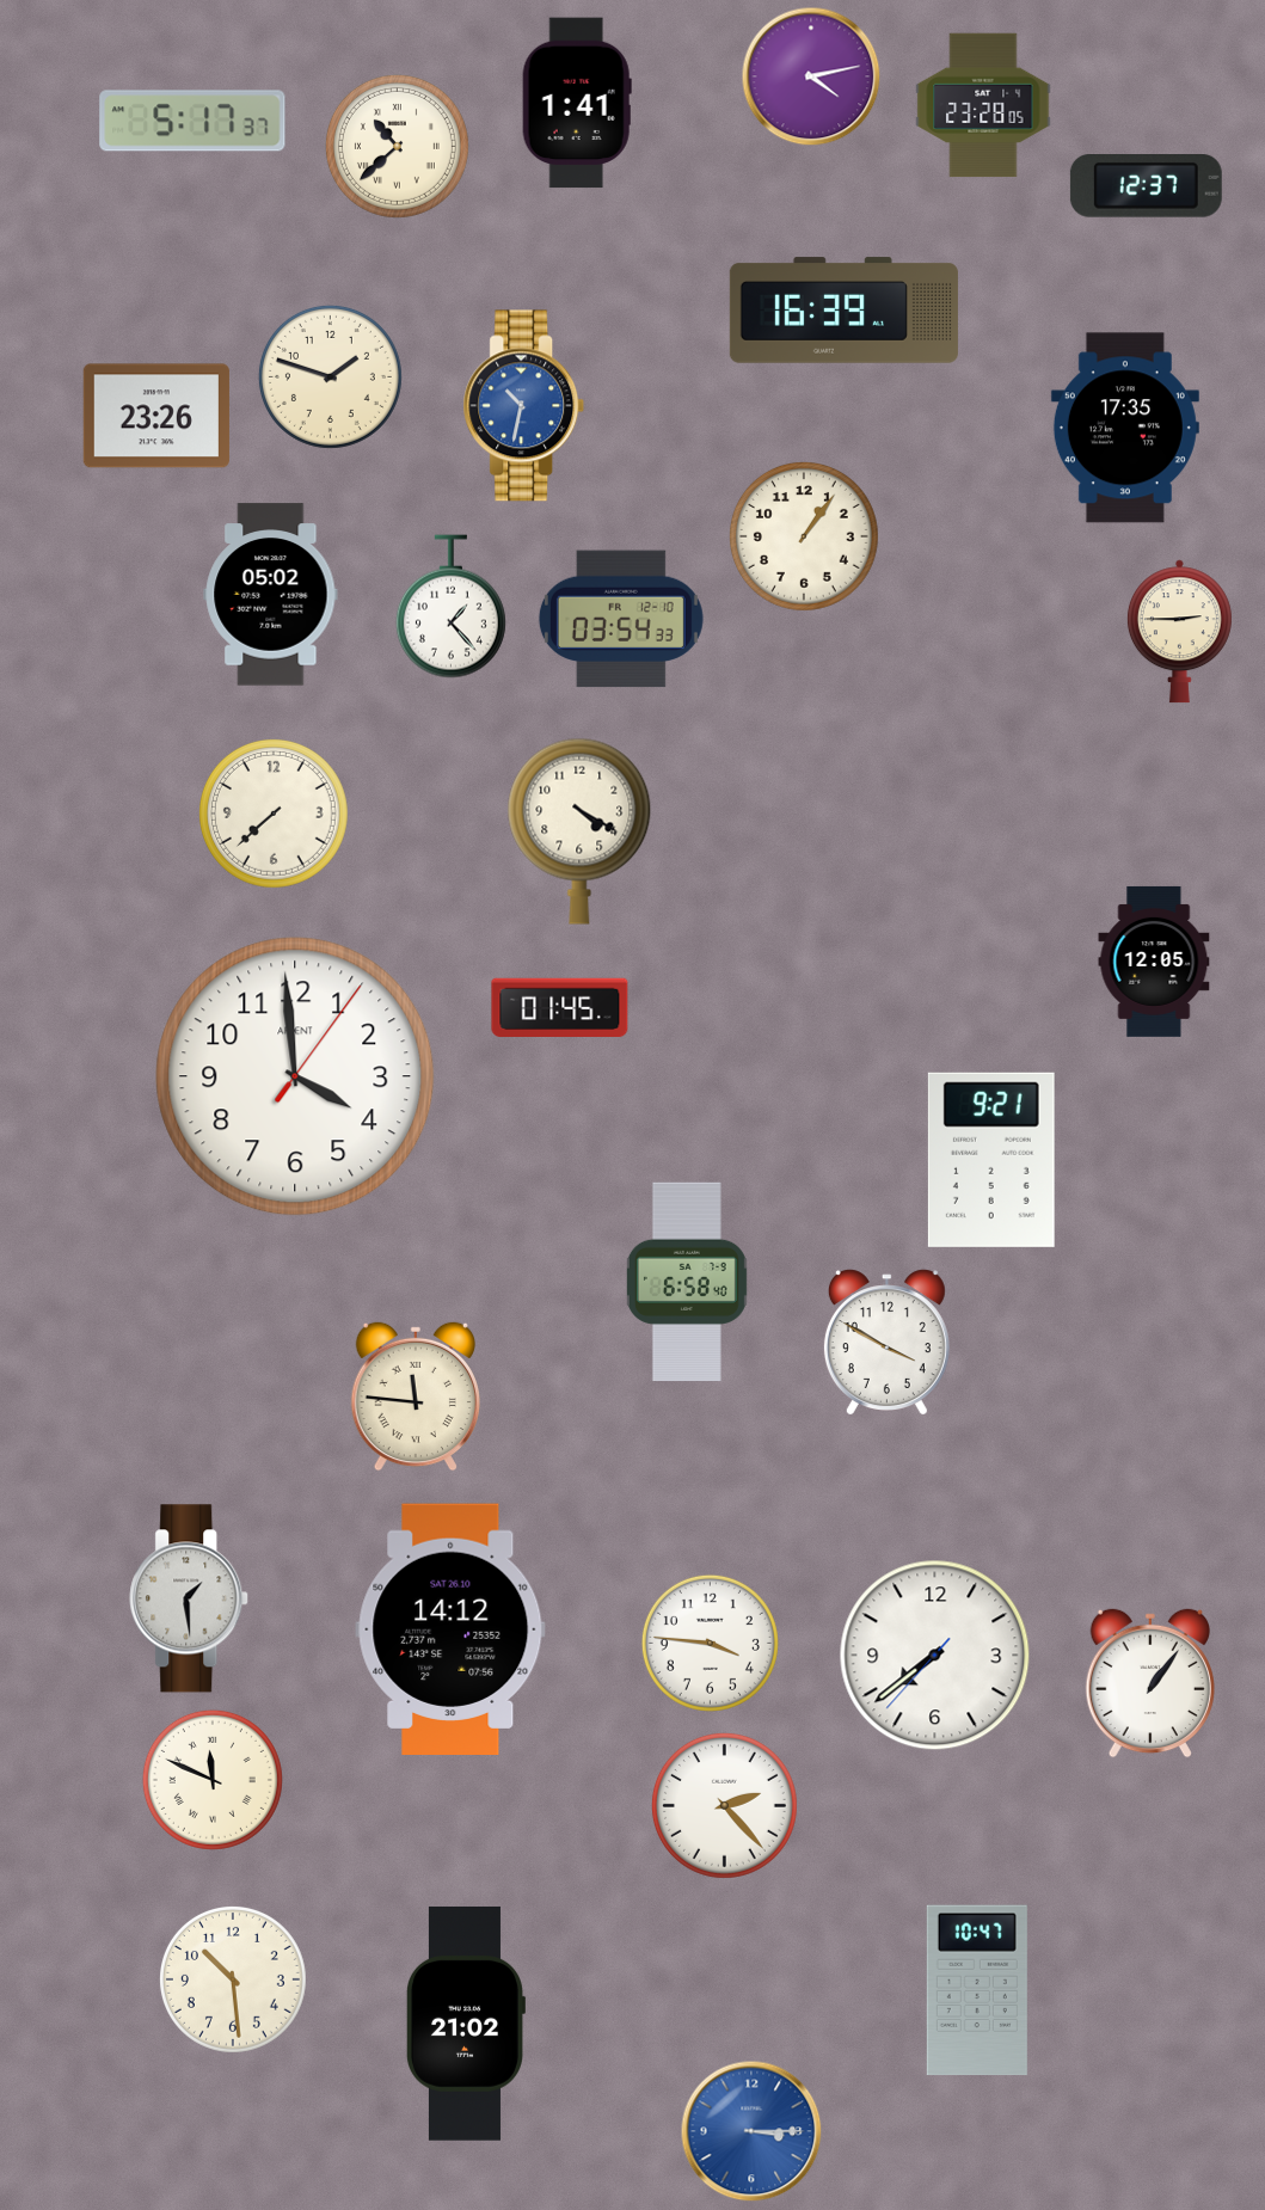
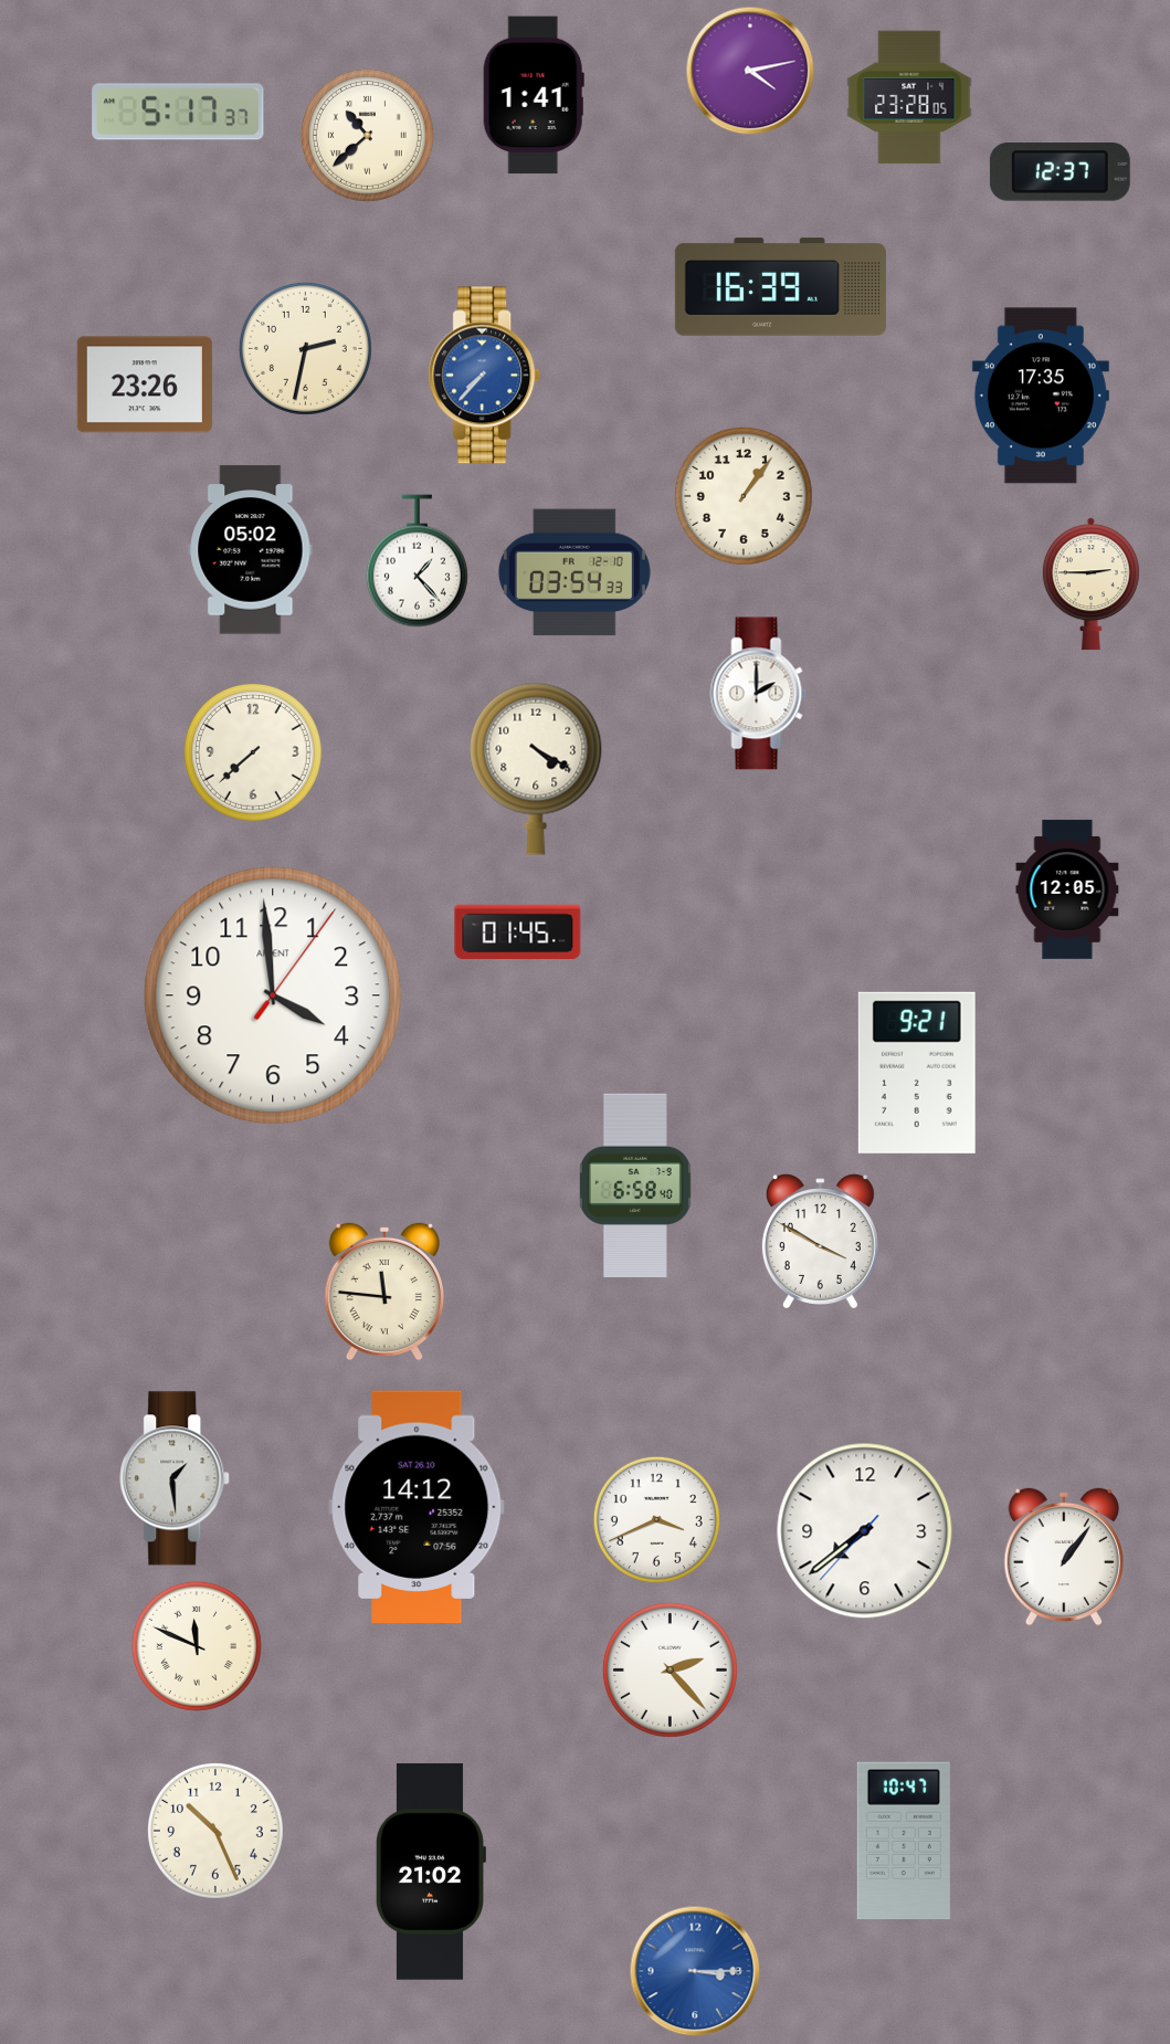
clock at (330, 376): 1:48 -> 2:32
clock at (524, 406): 10:32 -> 7:37
clock at (759, 694): none -> 2:00
clock at (710, 1643): 3:46 -> 3:41
clock at (233, 1979): 10:29 -> 10:26
